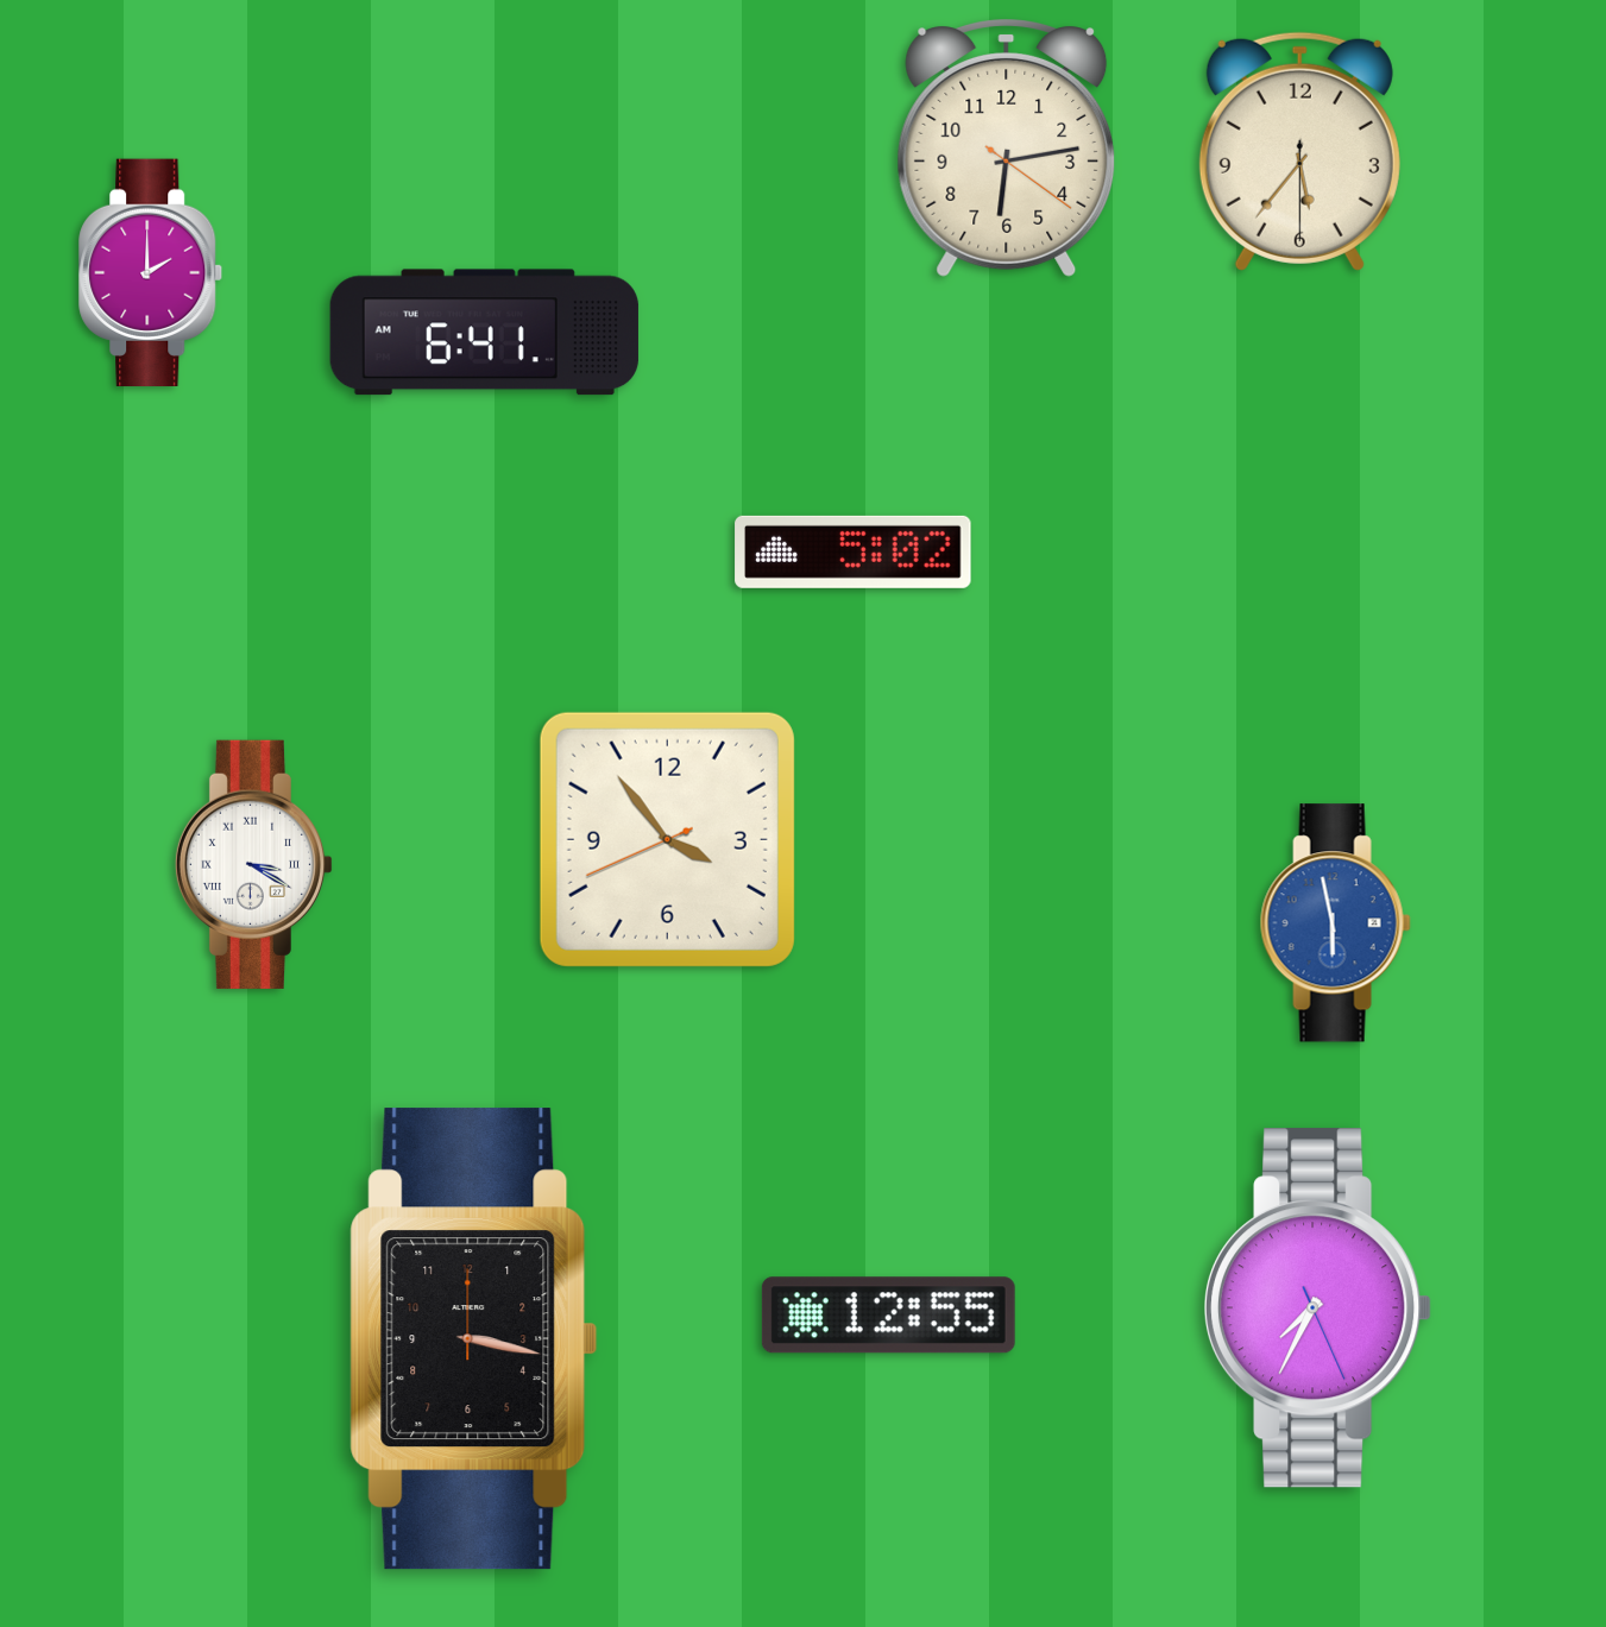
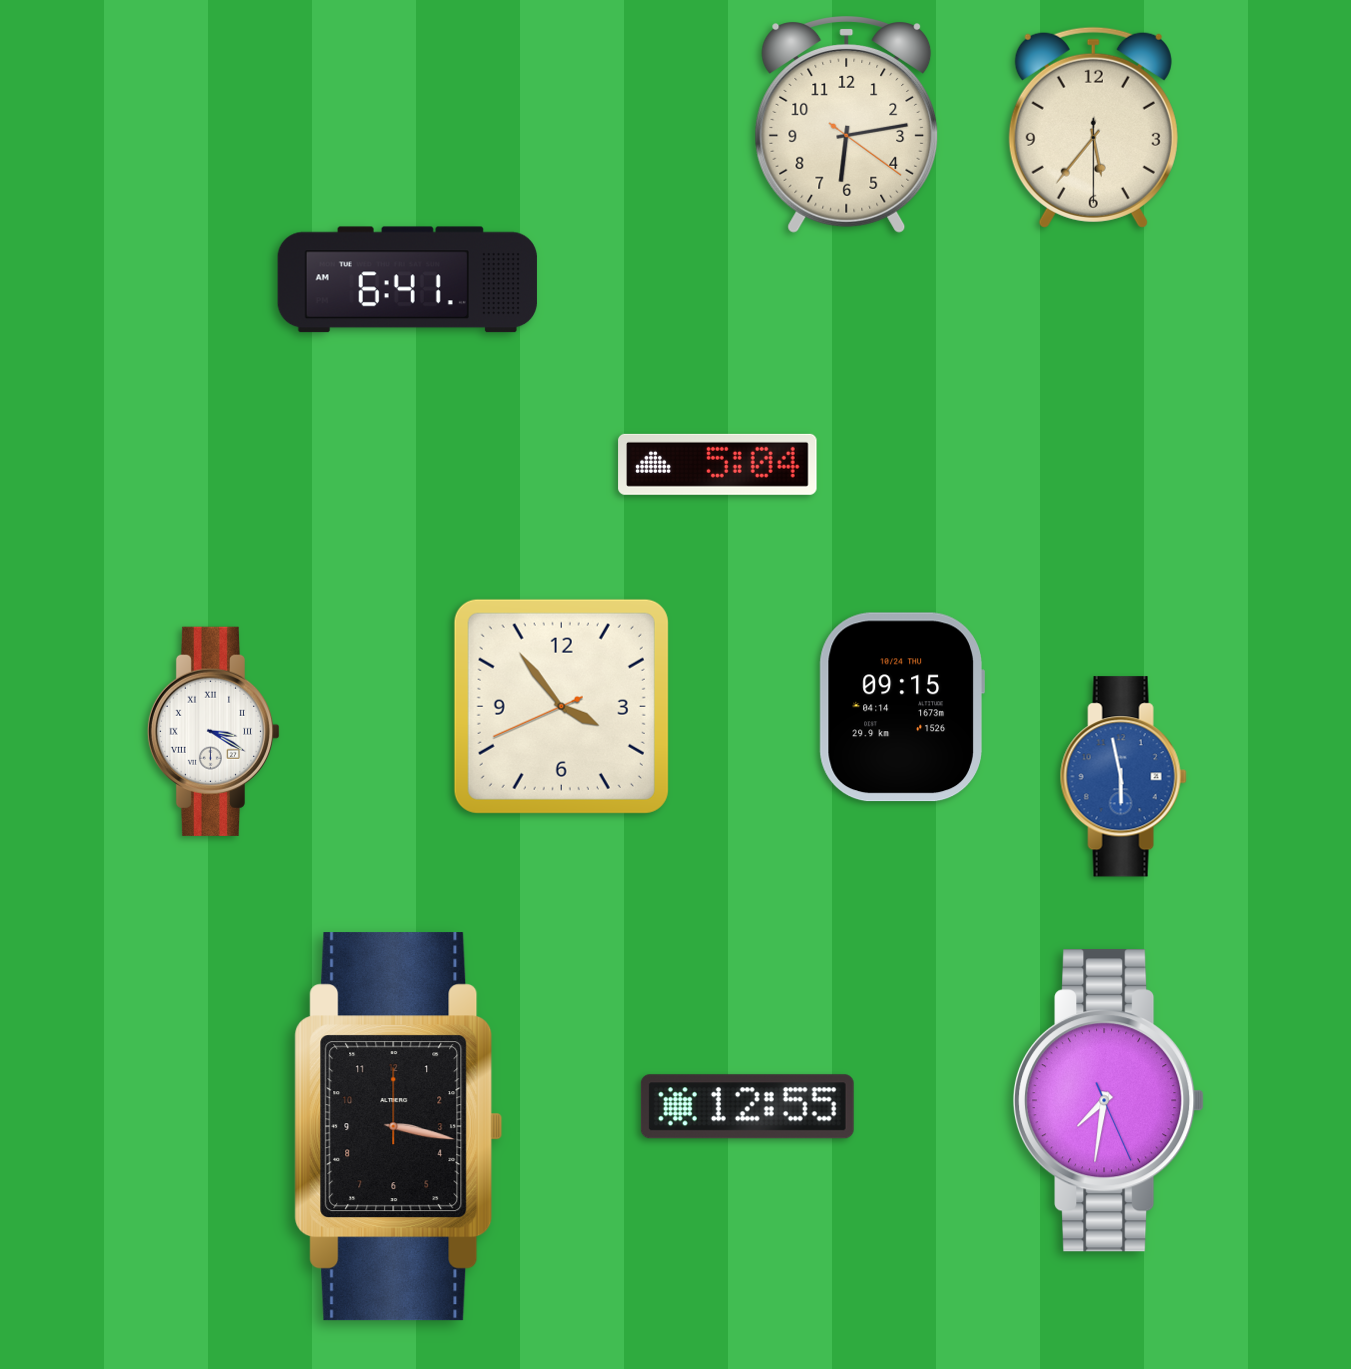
clock at (151, 272): 2:00 -> none
clock at (854, 551): 5:02 -> 5:04
clock at (902, 707): none -> 09:15
clock at (253, 864) position: (253, 864) -> (213, 731)
clock at (1320, 1308): 7:34 -> 7:31
